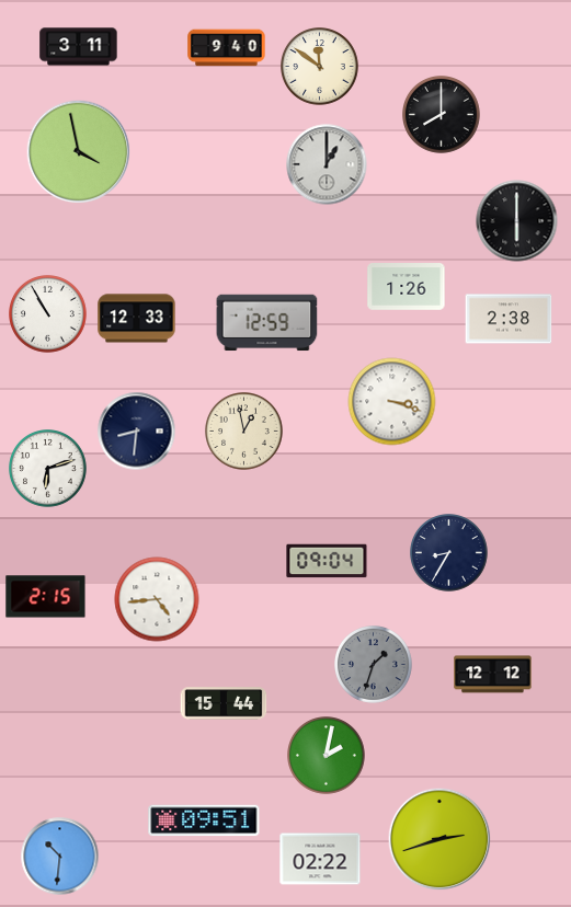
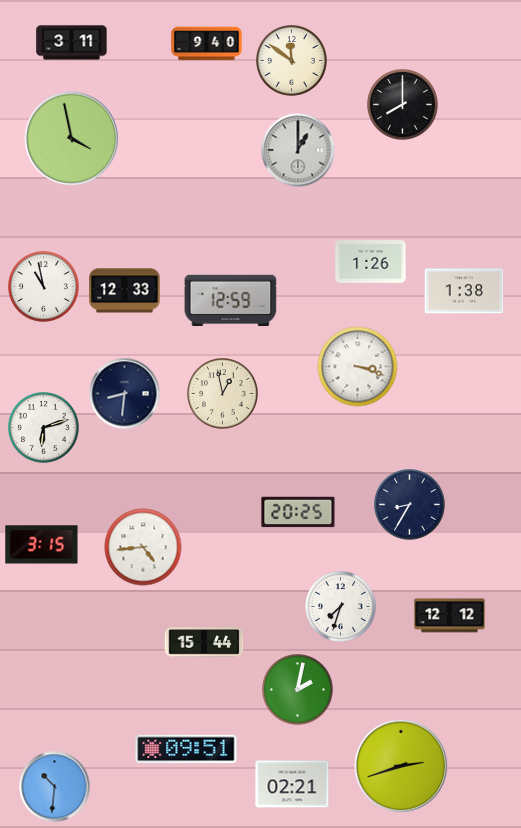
clock at (517, 221): 6:00 -> none
clock at (48, 314): 10:55 -> 10:58
clock at (509, 319): 2:38 -> 1:38
clock at (267, 323) position: (267, 323) -> (231, 301)
clock at (327, 561): 09:04 -> 20:25
clock at (46, 597): 2:15 -> 3:15
clock at (374, 665): 1:33 -> 7:33
clock at (374, 665) dial: grey -> white
clock at (60, 857) position: (60, 857) -> (55, 787)
clock at (320, 859): 02:22 -> 02:21
